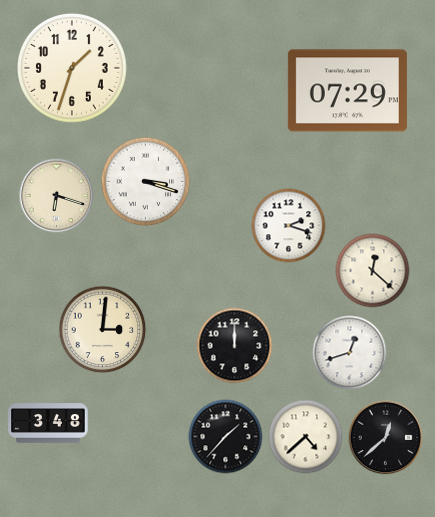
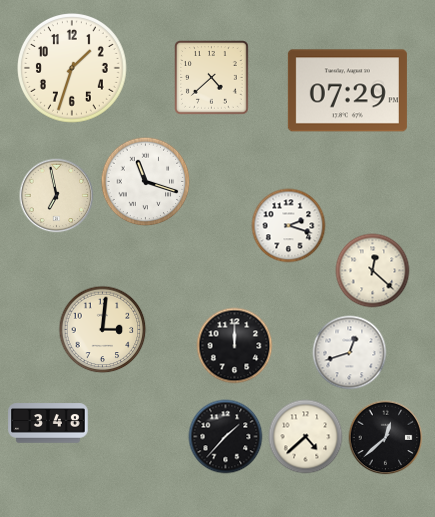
clock at (212, 78): none -> 4:38
clock at (146, 182): 3:18 -> 11:18
clock at (57, 196): 6:18 -> 6:58
